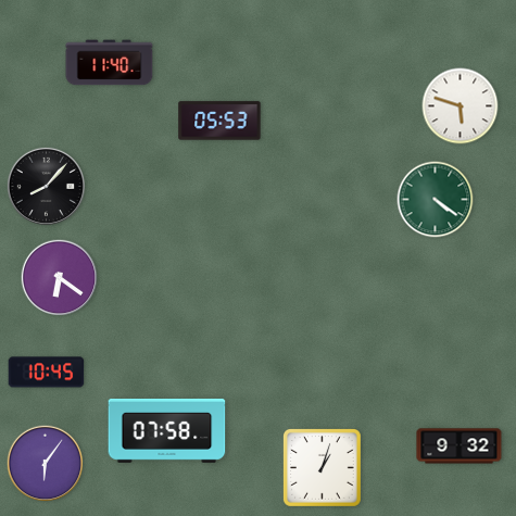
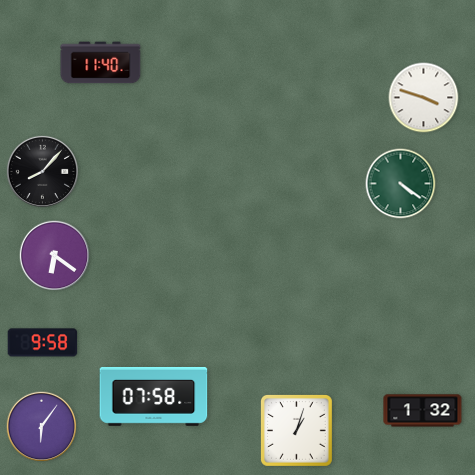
clock at (110, 63) position: (110, 63) -> (101, 63)
clock at (461, 106): 5:48 -> 3:48
clock at (219, 121): 05:53 -> none
clock at (47, 373): 10:45 -> 9:58
clock at (460, 446): 9:32 -> 1:32
